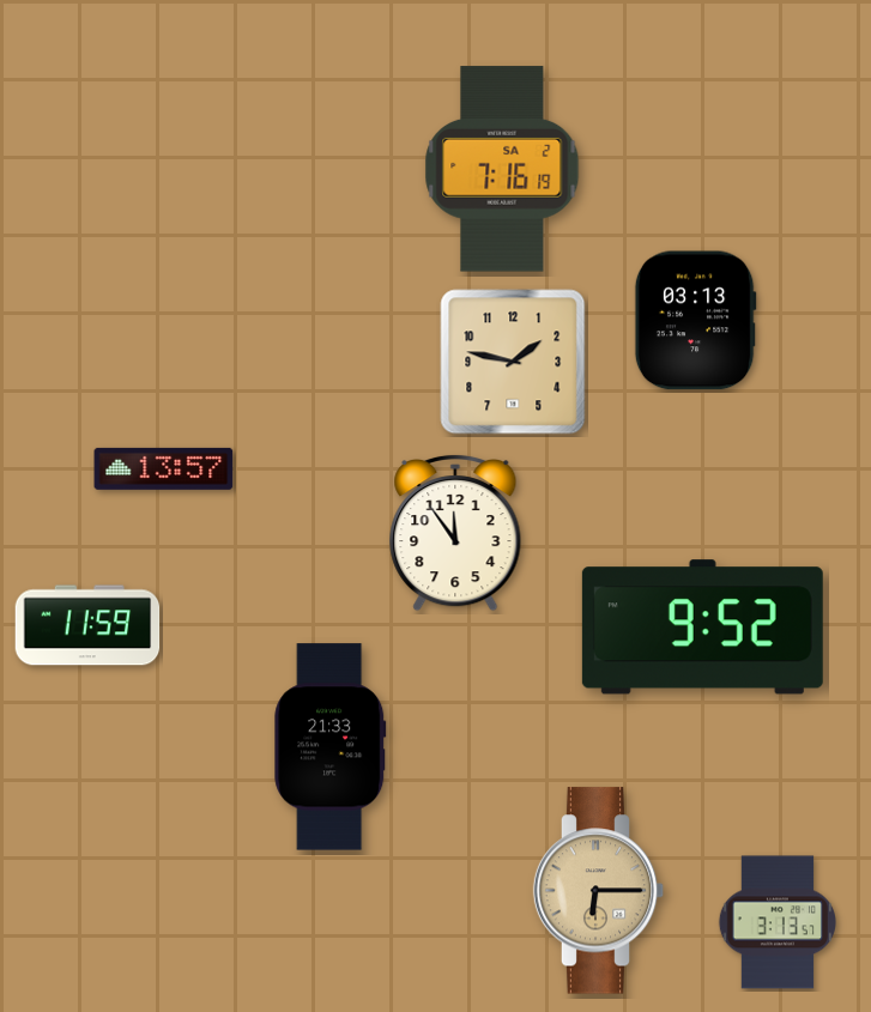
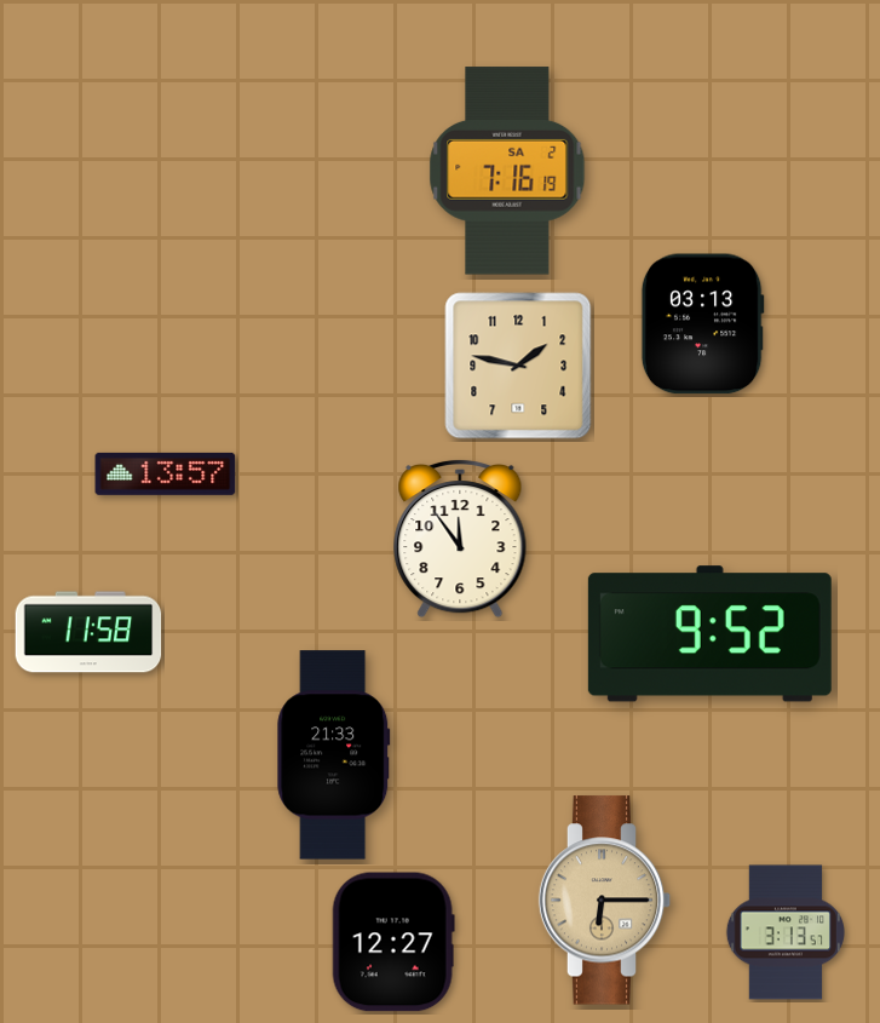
clock at (87, 625): 11:59 -> 11:58
clock at (393, 942): none -> 12:27
